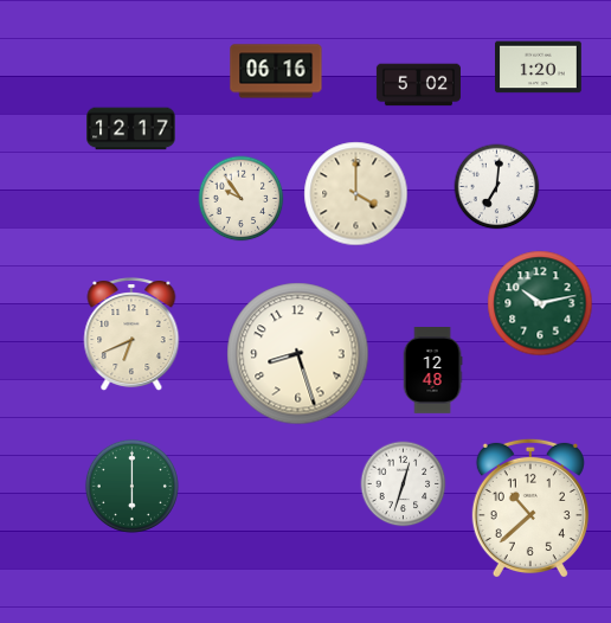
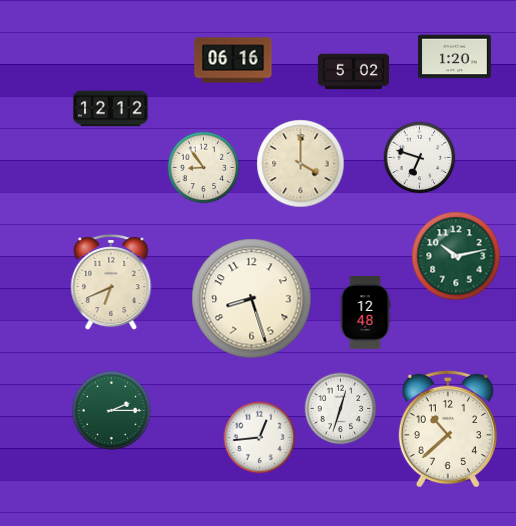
clock at (131, 129): 12:17 -> 12:12
clock at (497, 187): 7:01 -> 6:48
clock at (242, 199): 9:54 -> 8:54
clock at (131, 486): 6:00 -> 2:15
clock at (260, 438): none -> 12:44
